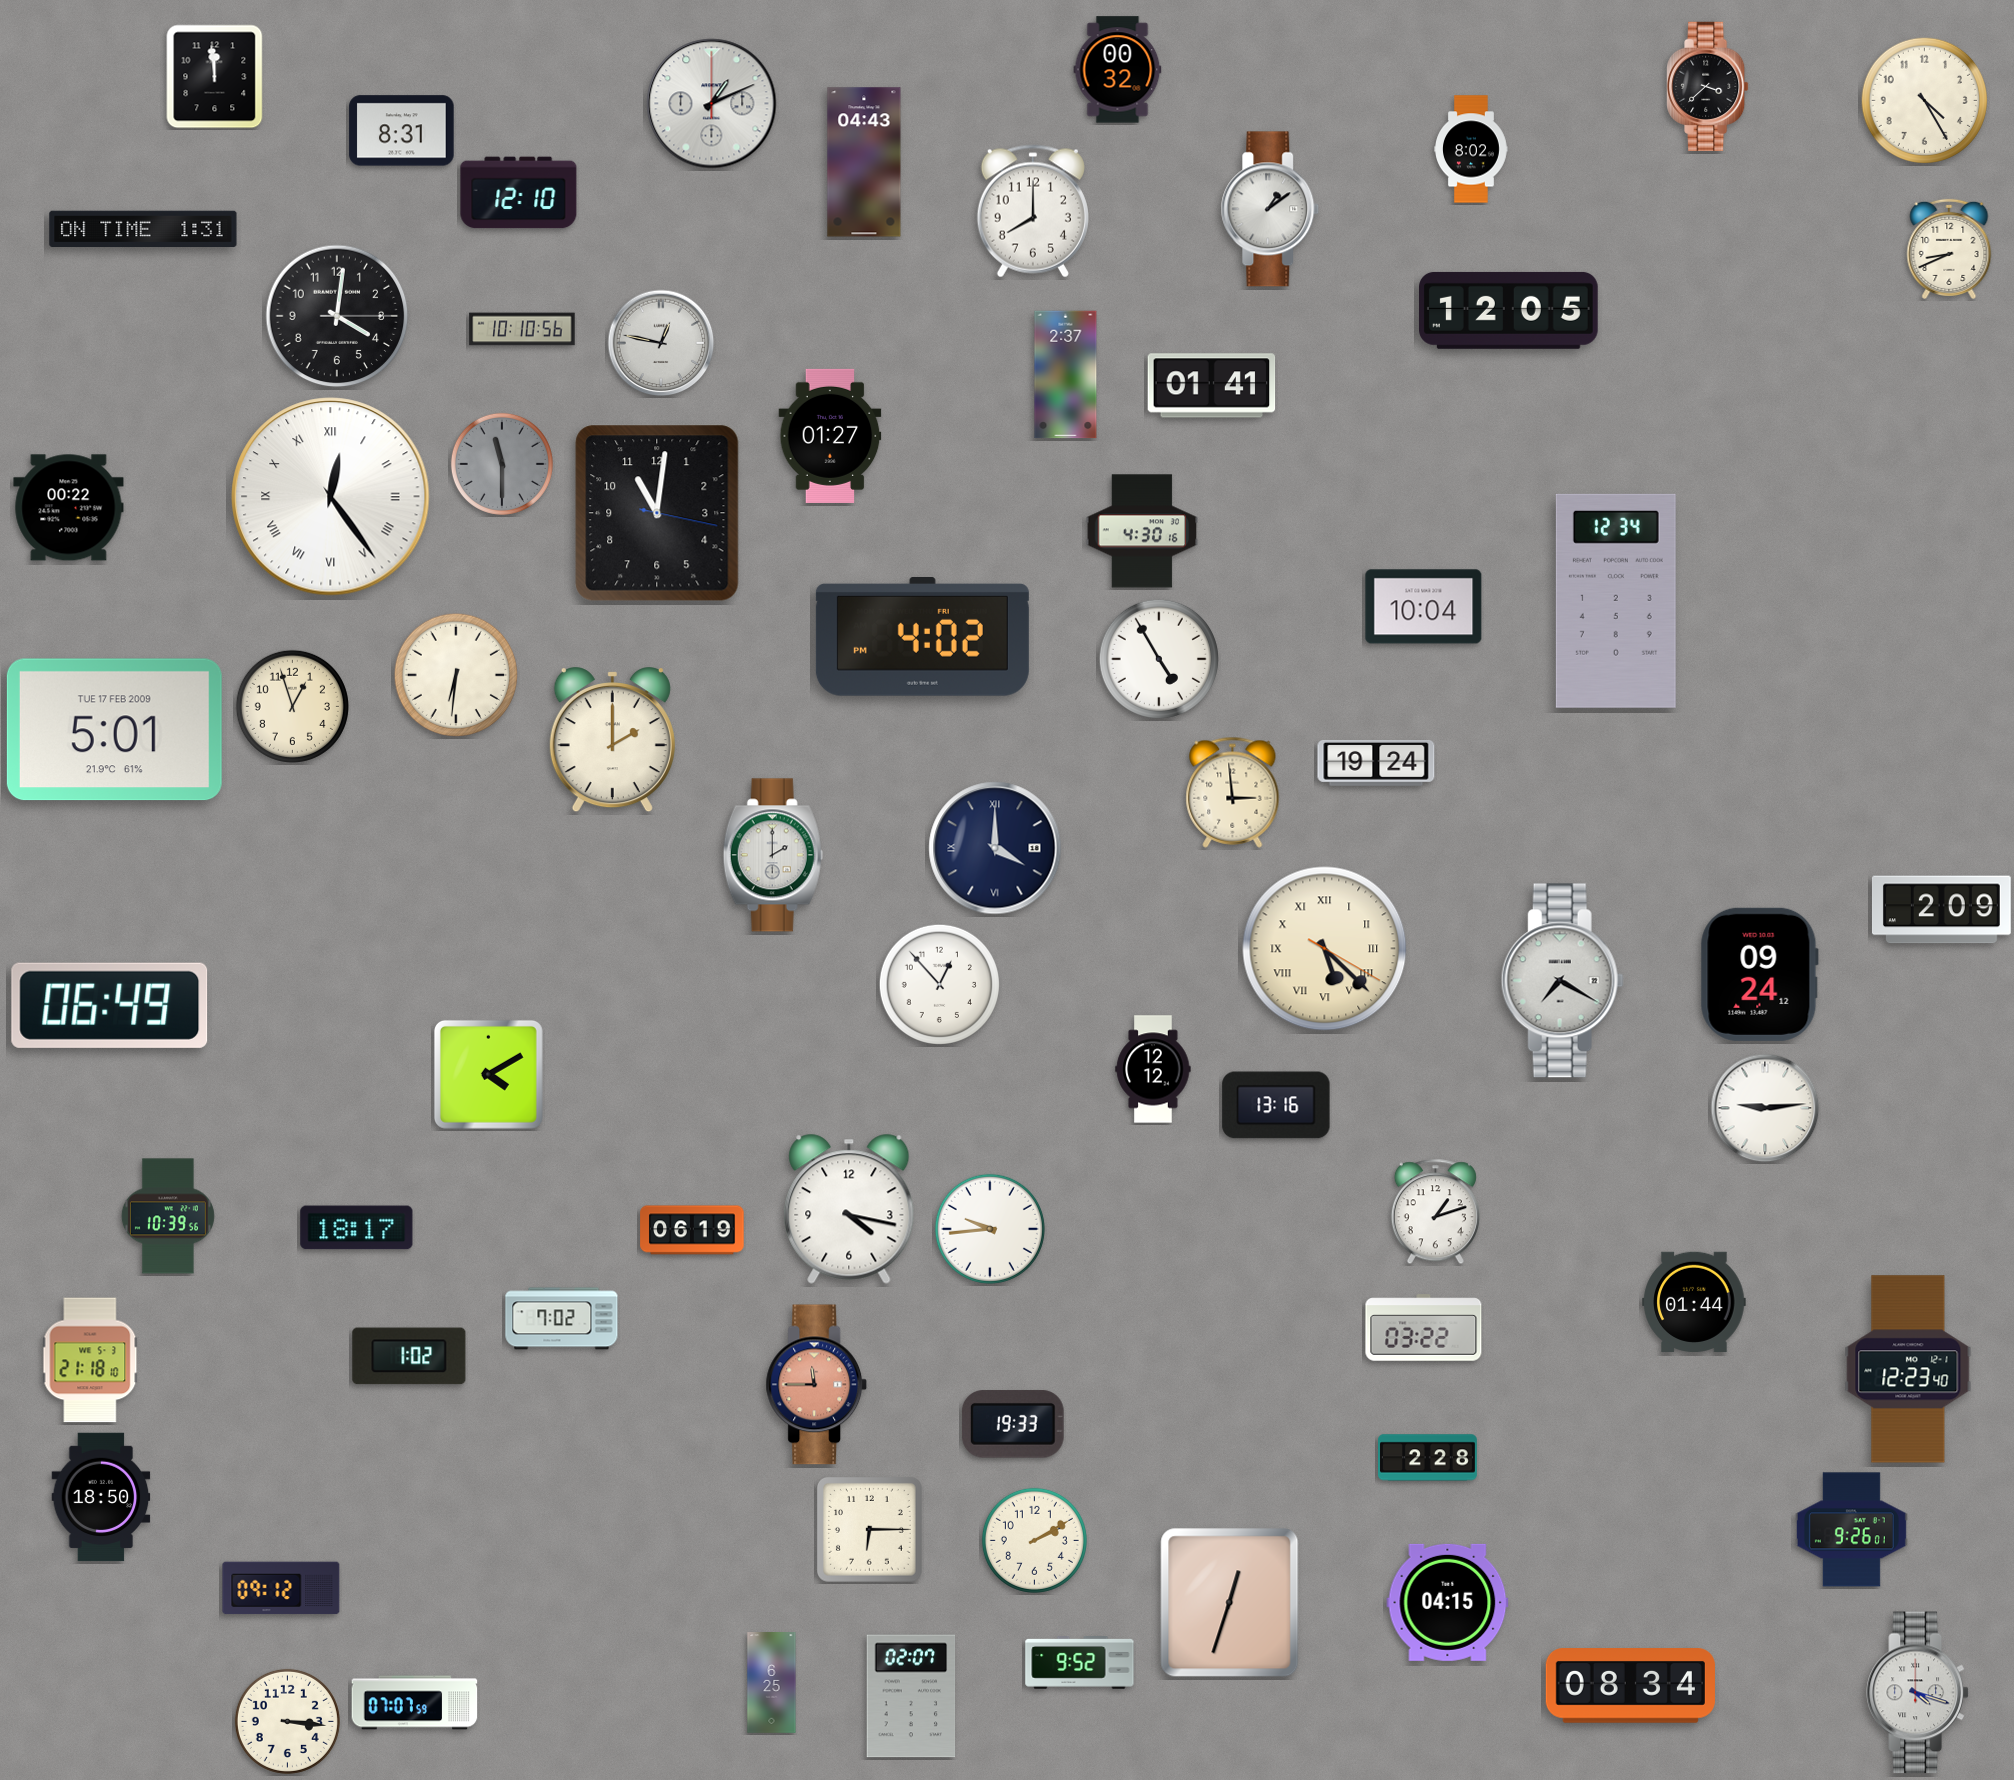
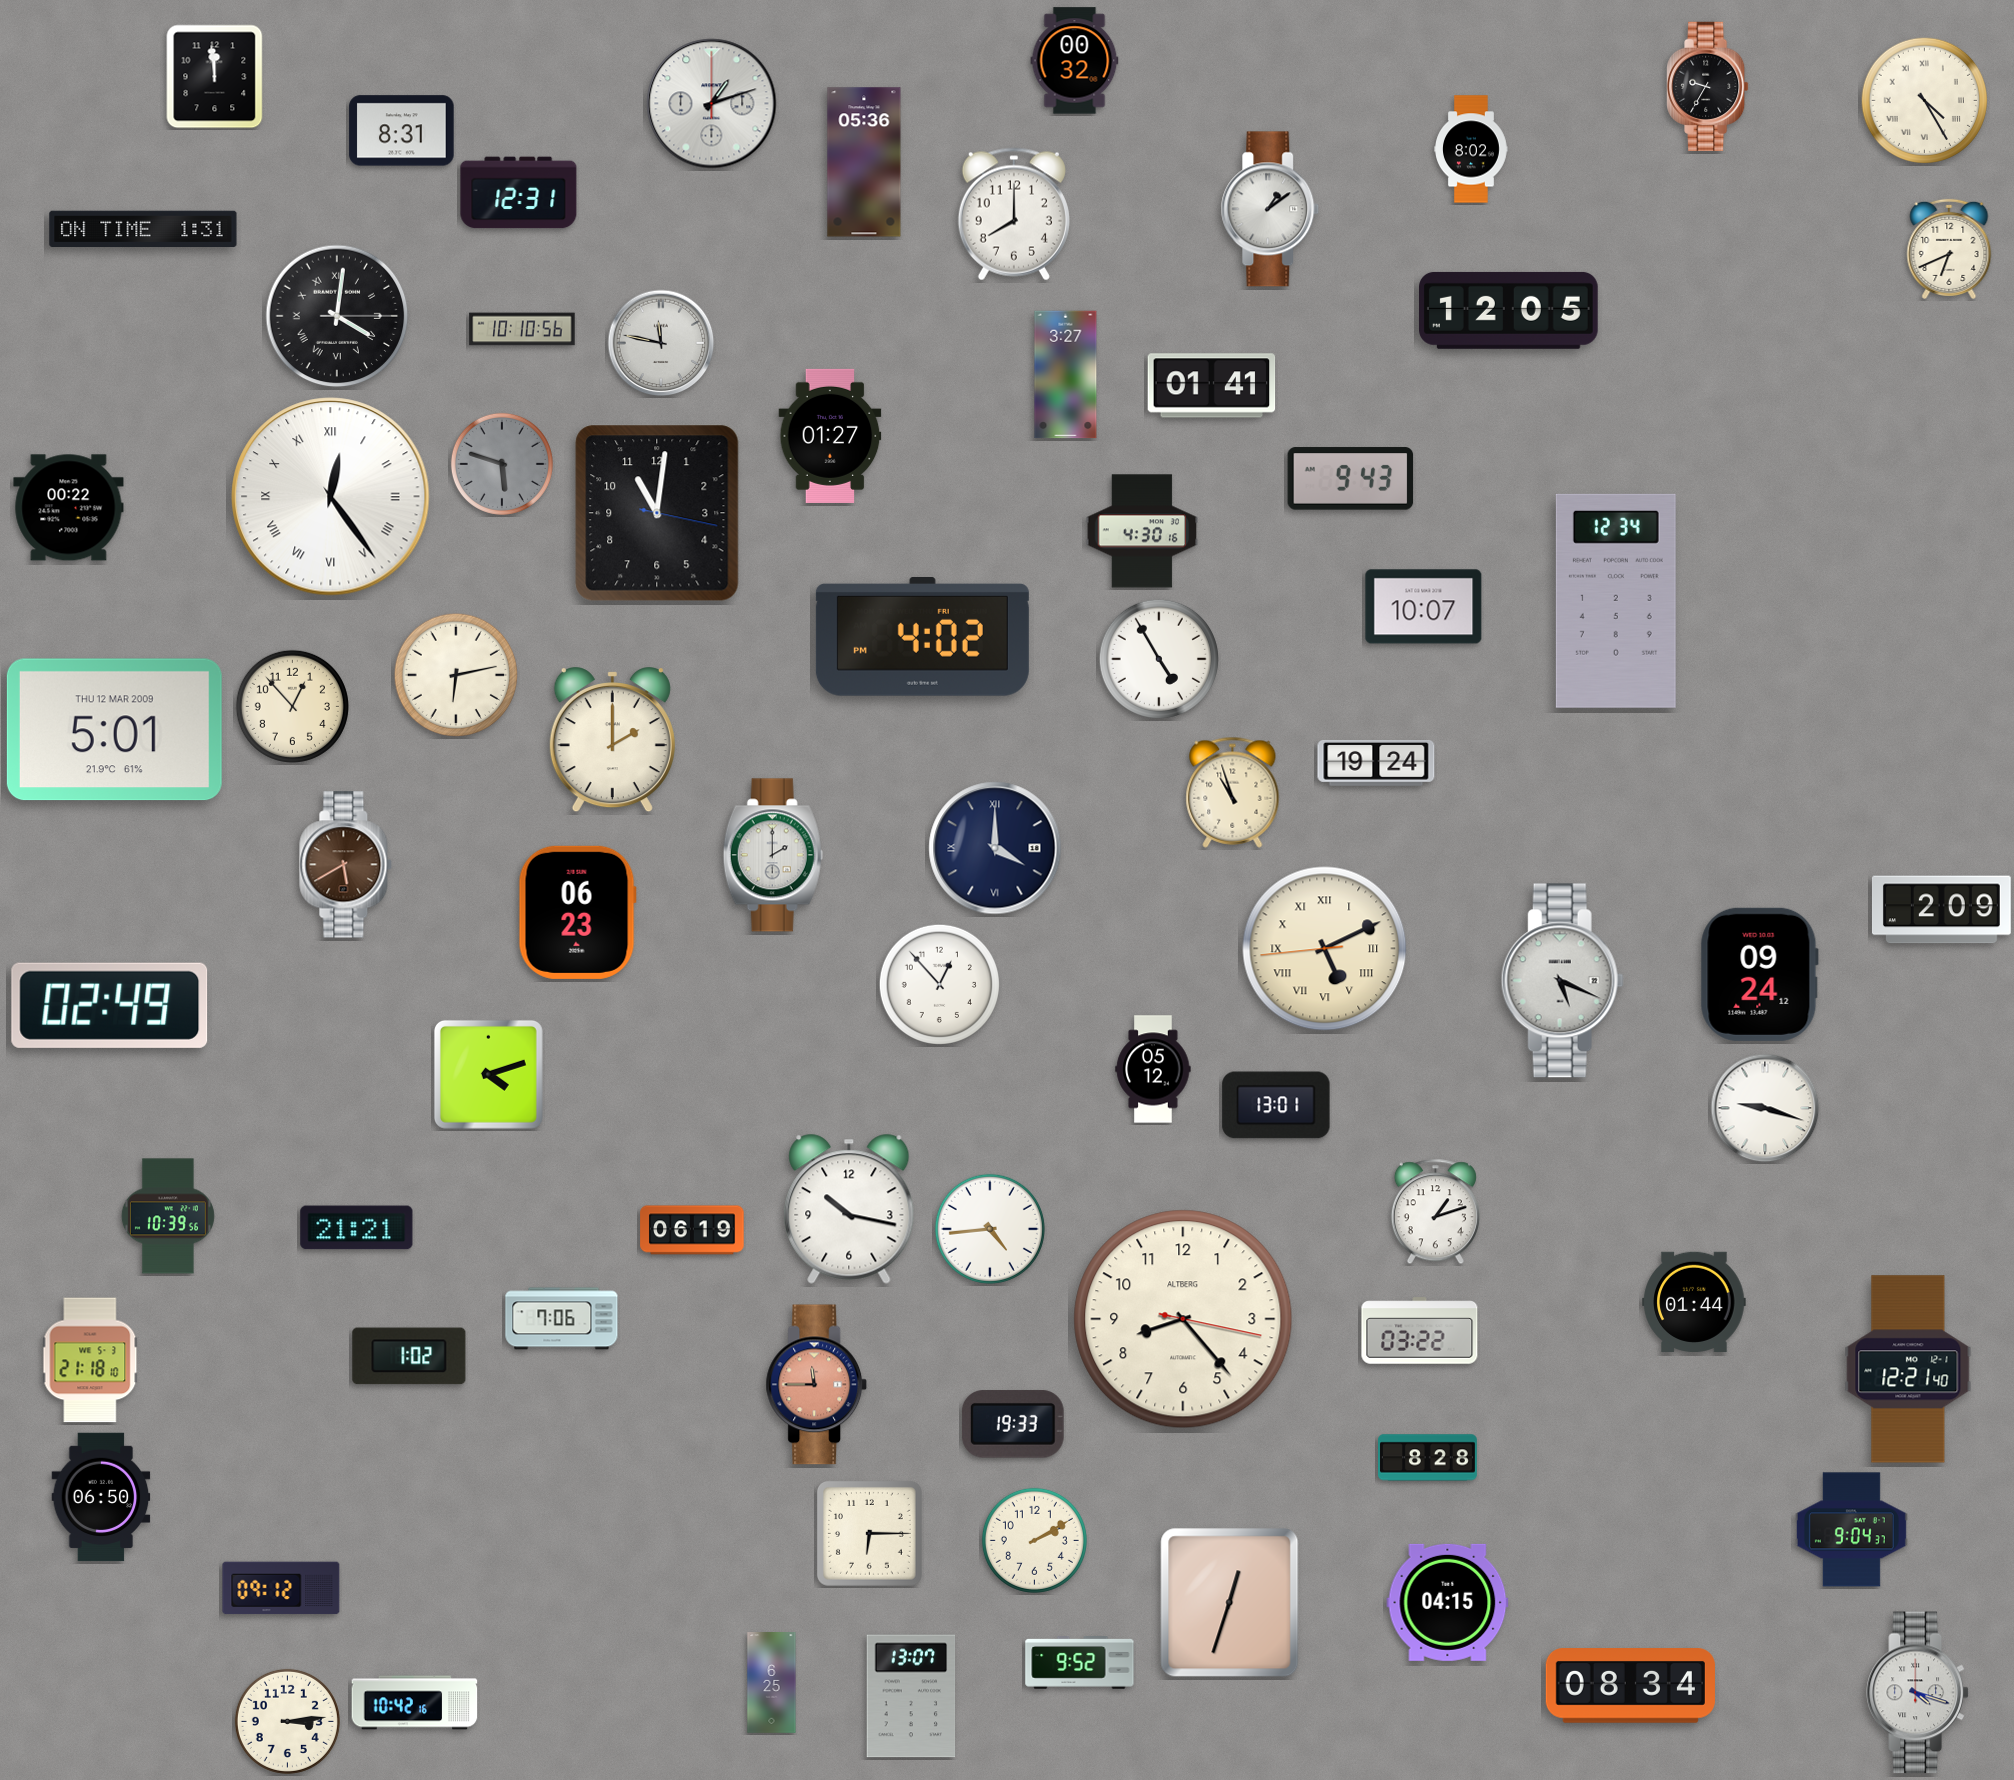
clock at (1118, 70) position: (1118, 70) -> (1075, 61)
clock at (1708, 86): 3:38 -> 9:35
clock at (1924, 100) numerals: Arabic -> Roman
clock at (712, 104): 1:11 -> 1:12
clock at (864, 162): 04:43 -> 05:36
clock at (519, 193): 12:10 -> 12:31
clock at (1033, 211) position: (1033, 211) -> (1014, 214)
clock at (1949, 249): 8:41 -> 6:41
clock at (337, 316) numerals: Arabic -> Roman
clock at (661, 343): 12:47 -> 11:47
clock at (1066, 375): 2:37 -> 3:27
clock at (502, 464): 11:30 -> 5:48
clock at (1351, 479): none -> 9:43
clock at (1424, 607): 10:04 -> 10:07
clock at (455, 674): 6:31 -> 6:13
clock at (292, 706): 12:57 -> 12:53
clock at (114, 730) date: TUE 17 FEB 2009 -> THU 12 MAR 2009
clock at (1233, 792): 2:59 -> 10:57
clock at (346, 865): none -> 5:40
clock at (577, 912): none -> 06:23
clock at (1325, 949): 5:22 -> 5:10
clock at (1562, 981): 7:20 -> 5:19
clock at (110, 1005): 06:49 -> 02:49
clock at (1153, 1069): 12:12 -> 05:12
clock at (488, 1074): 4:10 -> 4:12
clock at (1276, 1105): 13:16 -> 13:01
clock at (1765, 1108): 9:14 -> 9:18
clock at (849, 1209): 4:17 -> 10:17
clock at (357, 1228): 18:17 -> 21:21
clock at (990, 1229): 9:44 -> 4:44
clock at (562, 1319): 7:02 -> 7:06
clock at (1183, 1319): none -> 8:23
clock at (1424, 1328) position: (1424, 1328) -> (1420, 1331)
clock at (1908, 1369): 12:23 -> 12:21
clock at (1428, 1458): 2:28 -> 8:28
clock at (101, 1497): 18:50 -> 06:50
clock at (870, 1530) position: (870, 1530) -> (870, 1534)
clock at (1851, 1530): 9:26 -> 9:04
clock at (911, 1696): 02:07 -> 13:07
clock at (415, 1703): 07:07 -> 10:42
clock at (287, 1721): 3:16 -> 3:14
